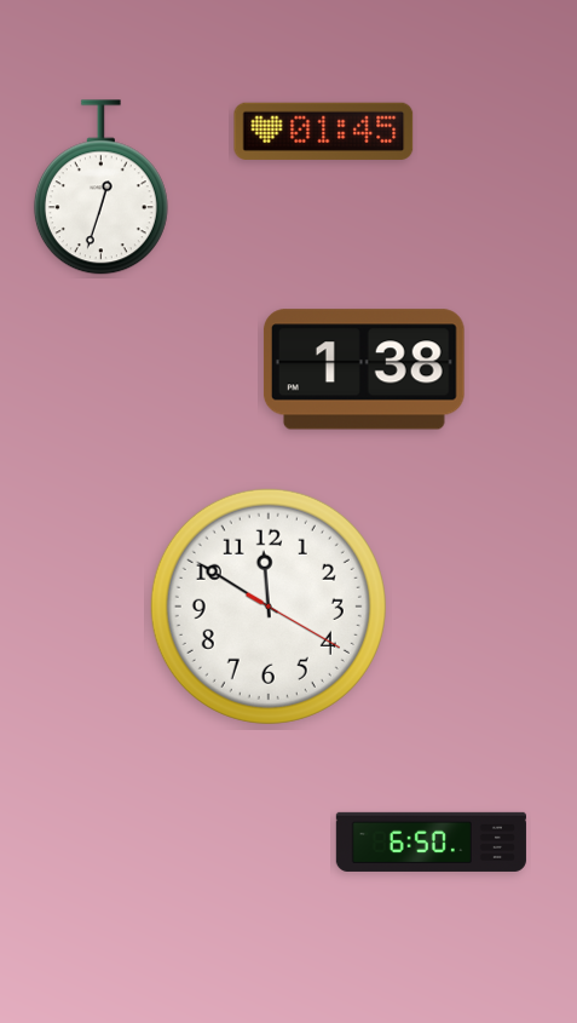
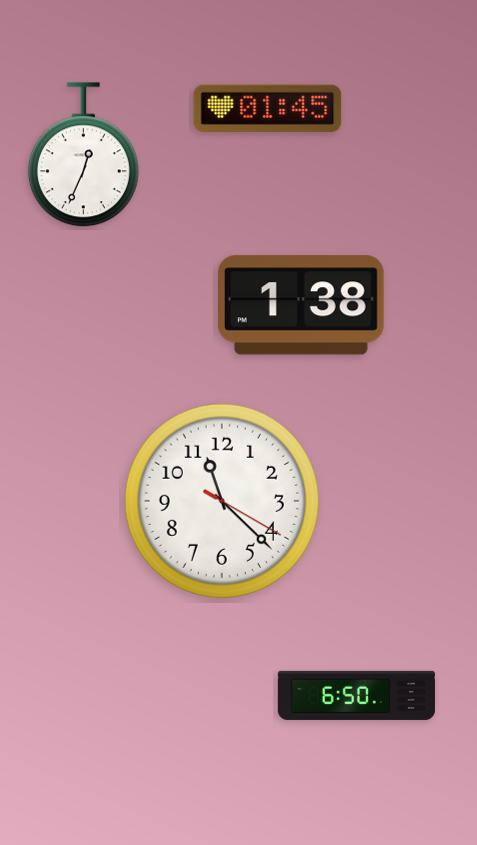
clock at (100, 188): 12:33 -> 12:34
clock at (269, 607): 11:50 -> 11:22
